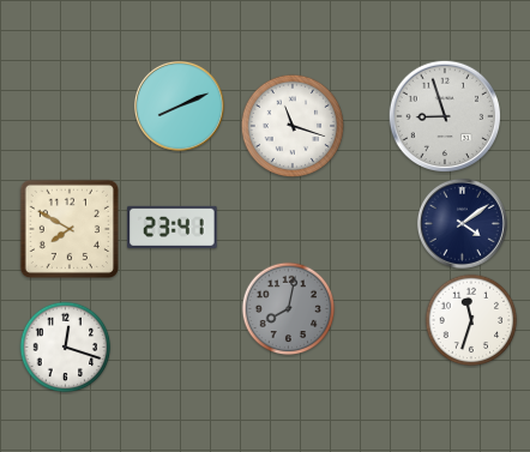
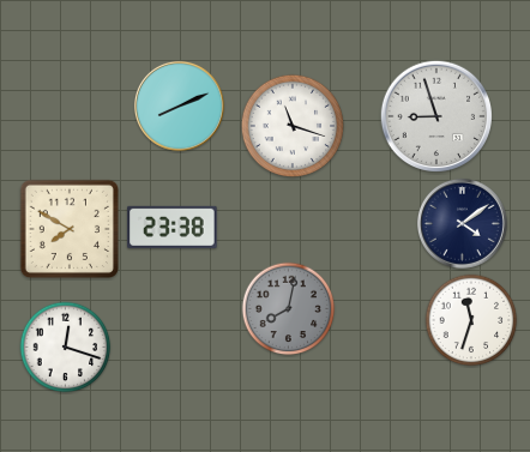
clock at (444, 115) position: (444, 115) -> (435, 115)
clock at (173, 227): 23:41 -> 23:38
